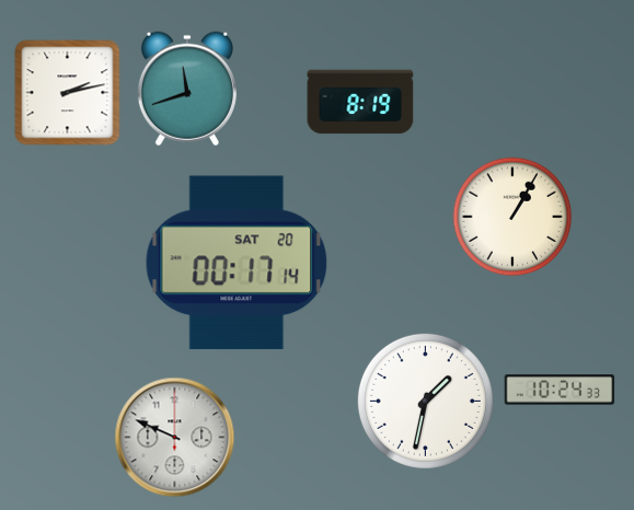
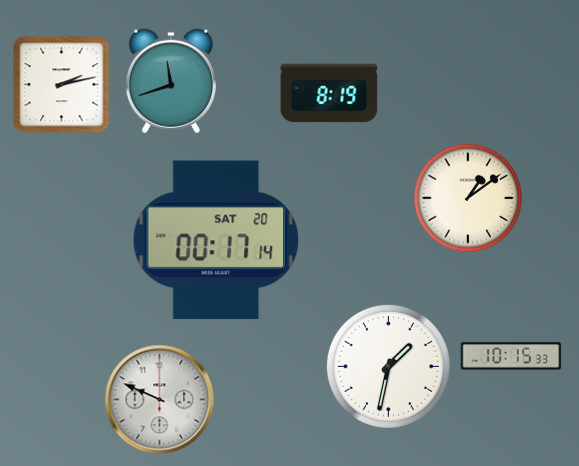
clock at (512, 217): 1:05 -> 1:09
clock at (560, 390): 10:24 -> 10:15
